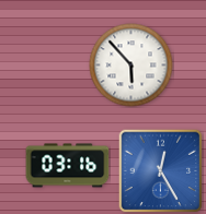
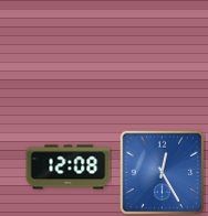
clock at (131, 66): 5:53 -> none
clock at (68, 166): 03:16 -> 12:08
